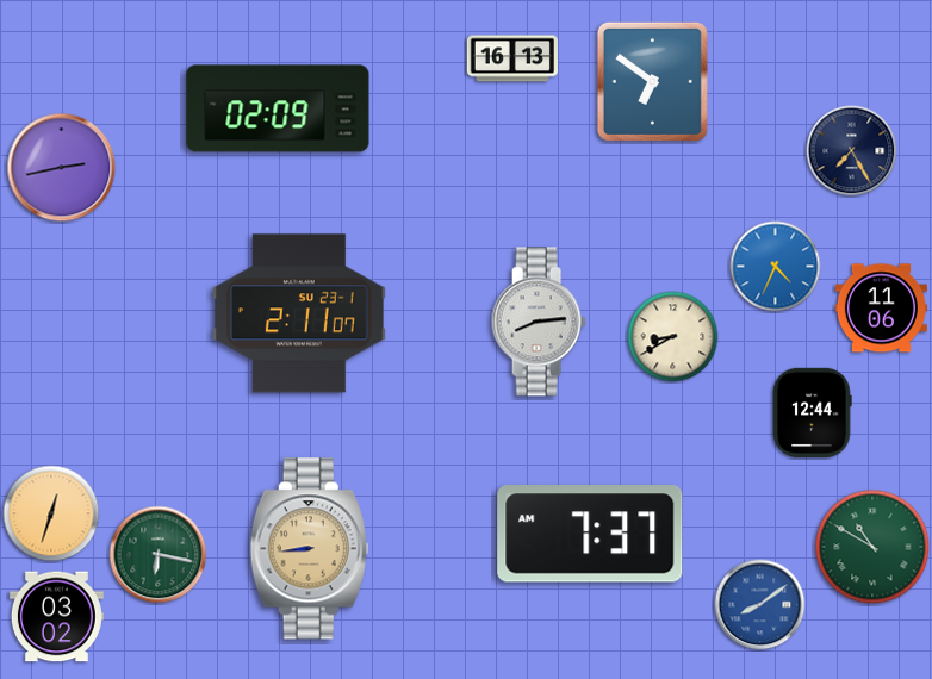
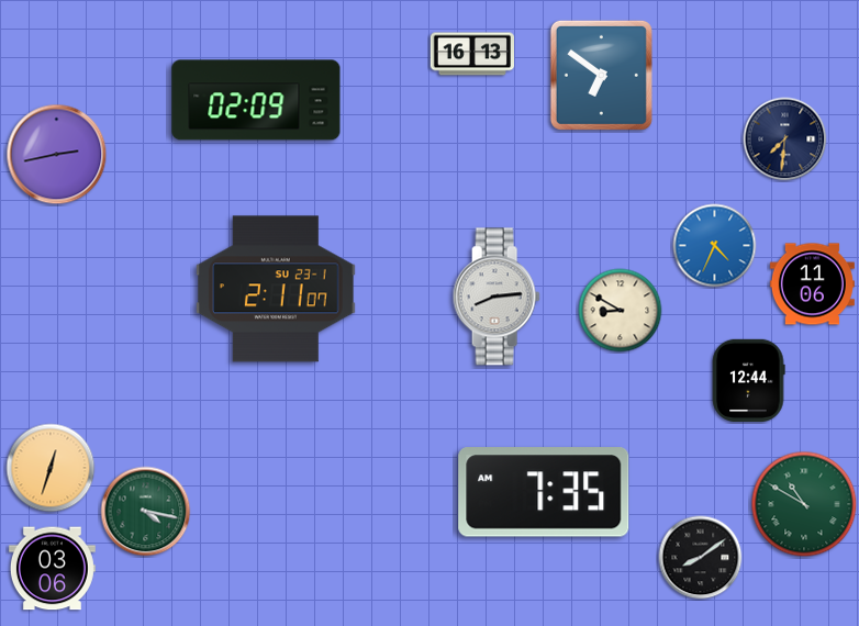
clock at (852, 151): 7:25 -> 7:31
clock at (673, 337): 8:40 -> 8:50
clock at (51, 513) position: (51, 513) -> (51, 468)
clock at (590, 534): 7:37 -> 7:35
clock at (309, 549): 8:44 -> none
clock at (159, 555): 6:17 -> 4:17
clock at (760, 605) dial: blue -> black
clock at (56, 617): 03:02 -> 03:06
